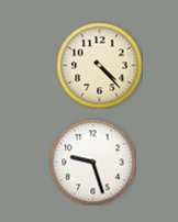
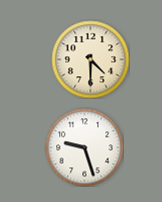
clock at (99, 65): 4:23 -> 4:30
